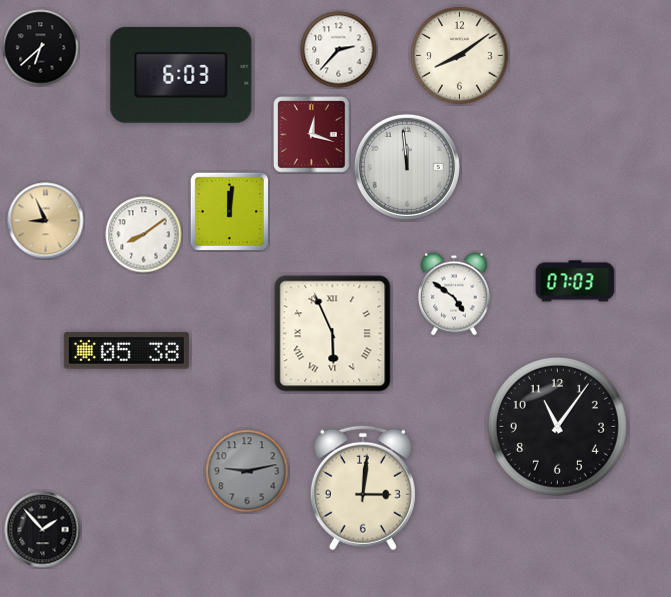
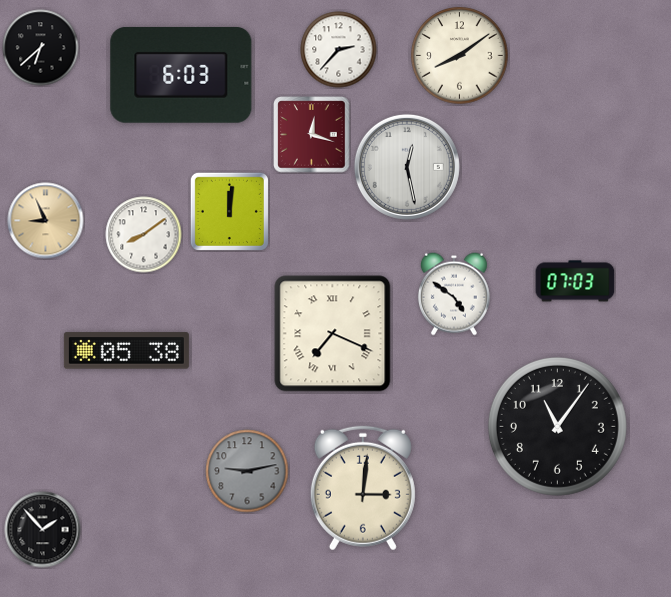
clock at (407, 167): 11:59 -> 12:28
clock at (333, 334): 5:56 -> 7:19
